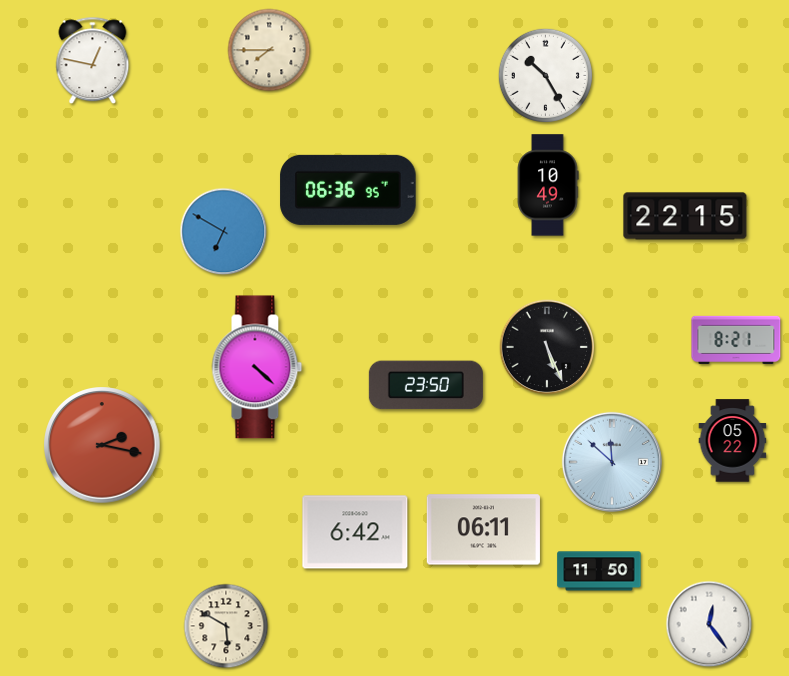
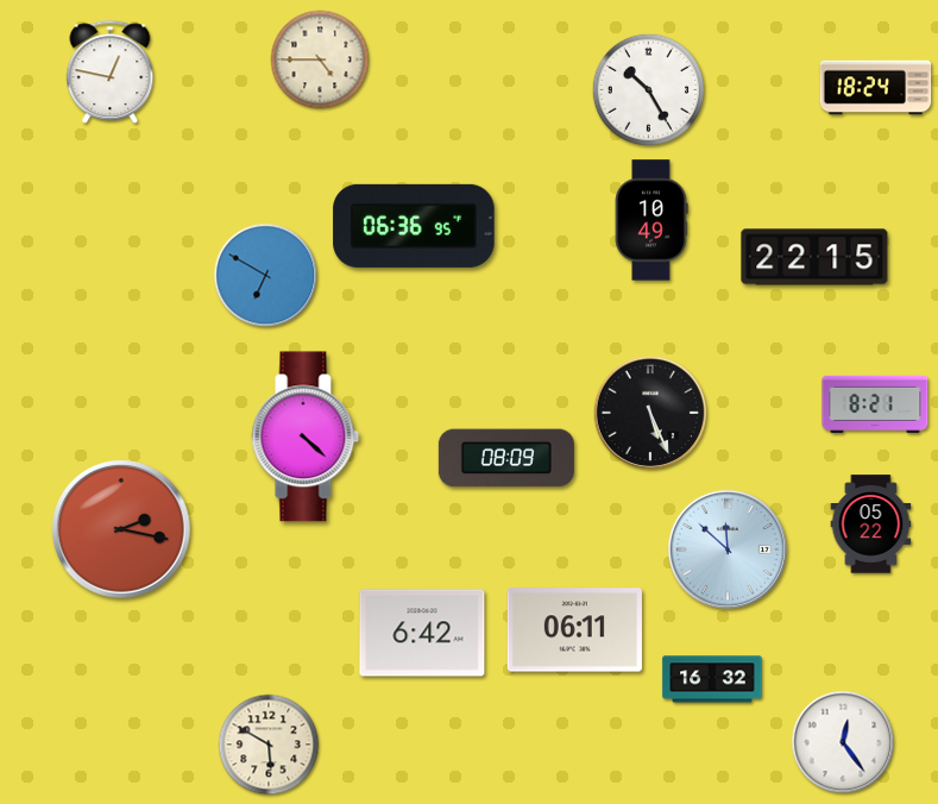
clock at (269, 50): 7:45 -> 4:45
clock at (876, 88): none -> 18:24
clock at (426, 385): 23:50 -> 08:09
clock at (599, 571): 11:50 -> 16:32
